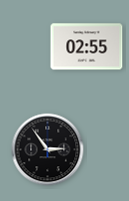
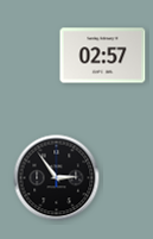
clock at (87, 47): 02:55 -> 02:57
